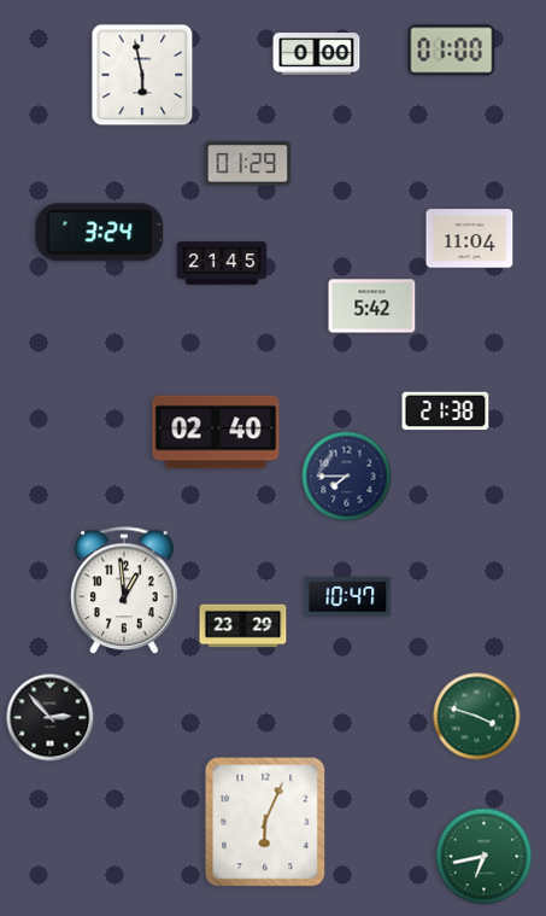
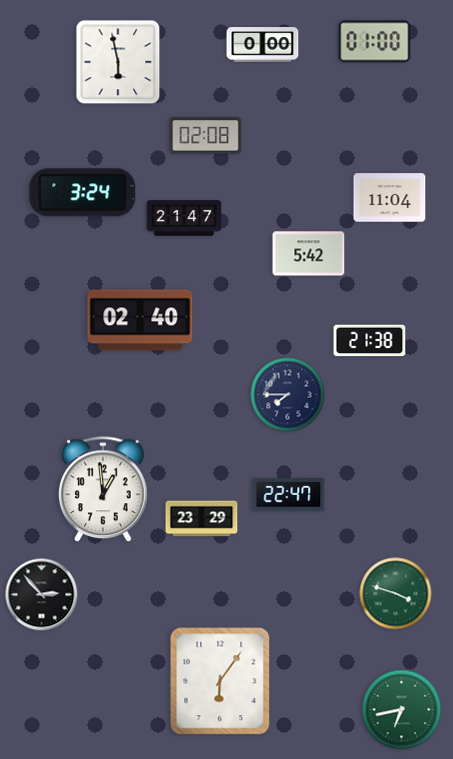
clock at (248, 164): 01:29 -> 02:08
clock at (222, 263): 21:45 -> 21:47
clock at (216, 432) position: (216, 432) -> (140, 320)
clock at (348, 597): 10:47 -> 22:47
clock at (265, 822): 6:04 -> 6:06
